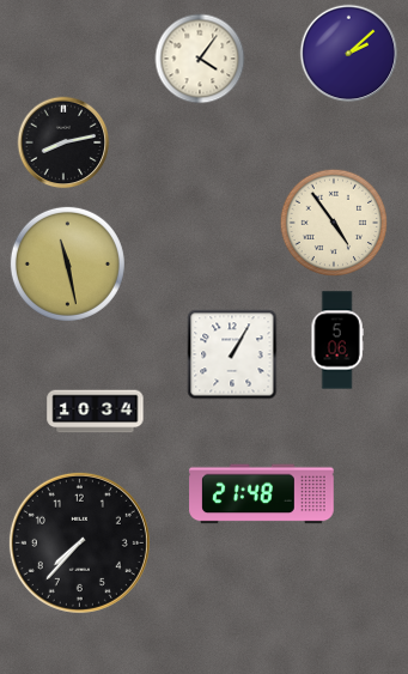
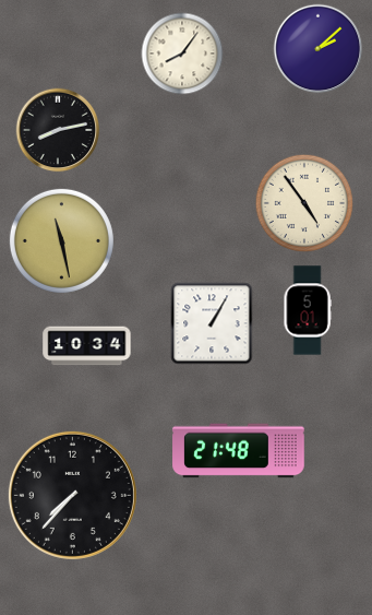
clock at (200, 59): 4:06 -> 8:06
clock at (337, 340): 5:06 -> 5:01
clock at (96, 412) position: (96, 412) -> (87, 346)
